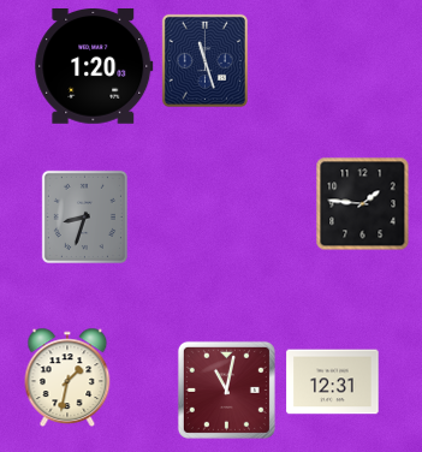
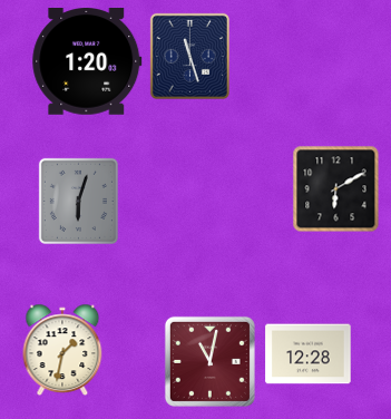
clock at (362, 203): 1:46 -> 6:10
clock at (84, 216): 8:33 -> 6:03
clock at (333, 382): 12:31 -> 12:28
